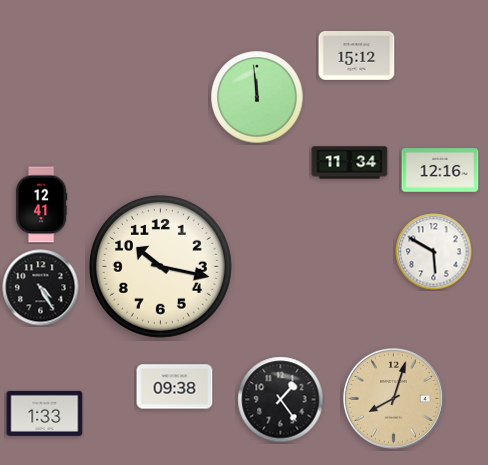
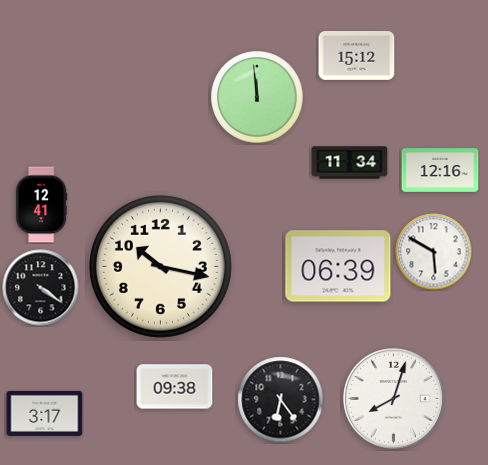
clock at (338, 266): none -> 06:39
clock at (41, 288): 4:25 -> 4:21
clock at (393, 398) dial: champagne -> white
clock at (281, 400): 1:24 -> 6:24
clock at (45, 413): 1:33 -> 3:17
